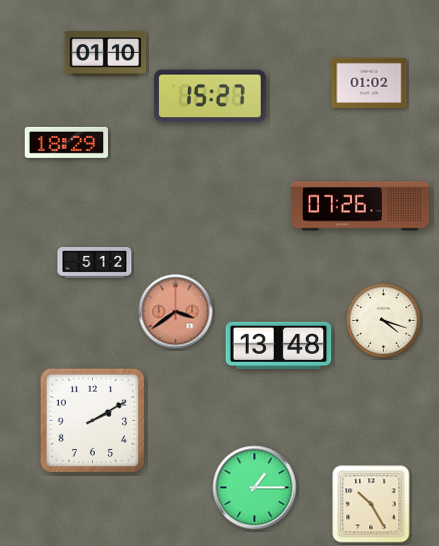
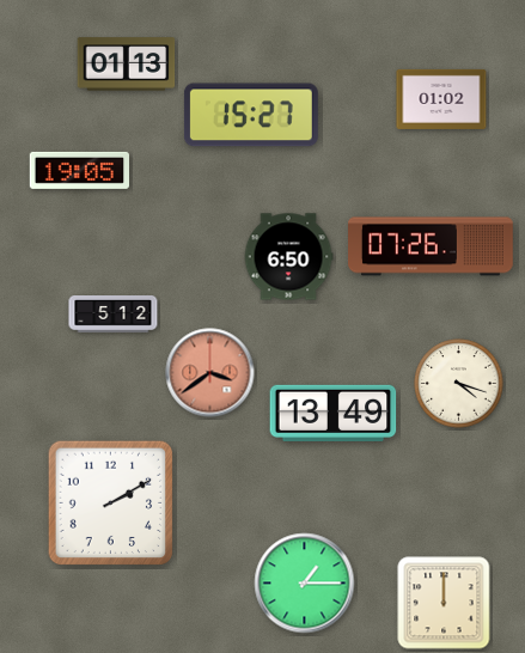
clock at (106, 54): 01:10 -> 01:13
clock at (66, 142): 18:29 -> 19:05
clock at (288, 257): none -> 6:50
clock at (279, 345): 13:48 -> 13:49
clock at (371, 504): 10:25 -> 12:00
